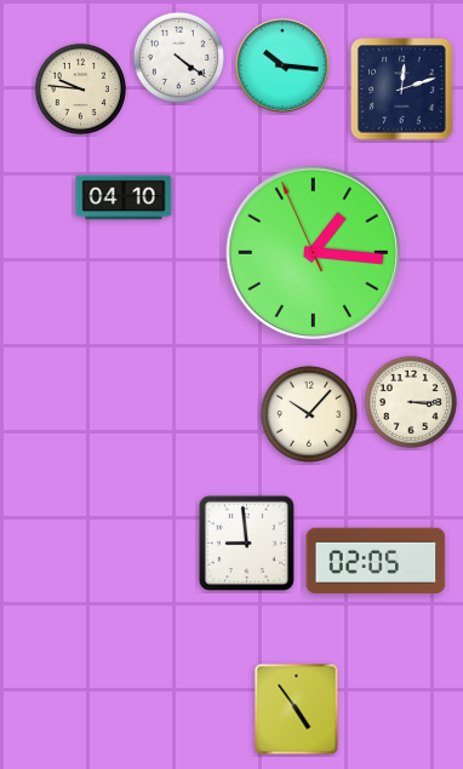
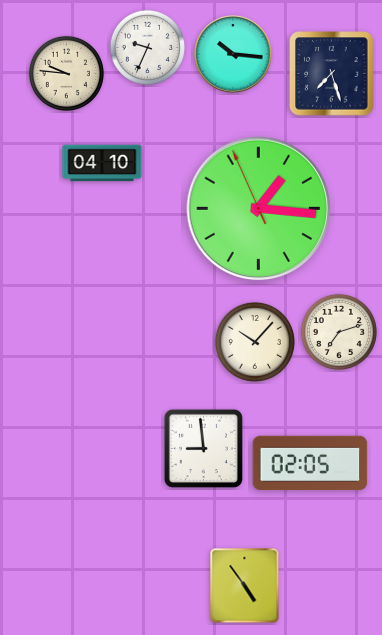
clock at (178, 57): 4:21 -> 9:34
clock at (402, 90): 12:12 -> 7:27
clock at (411, 402): 3:15 -> 7:12
